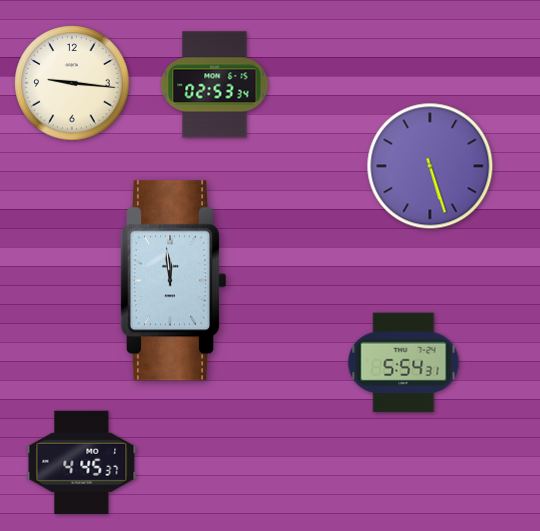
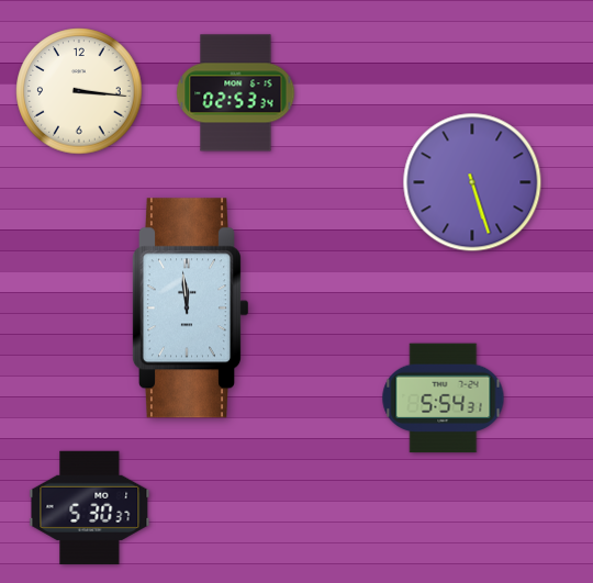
clock at (72, 83): 9:16 -> 3:16
clock at (82, 462): 4:45 -> 5:30
